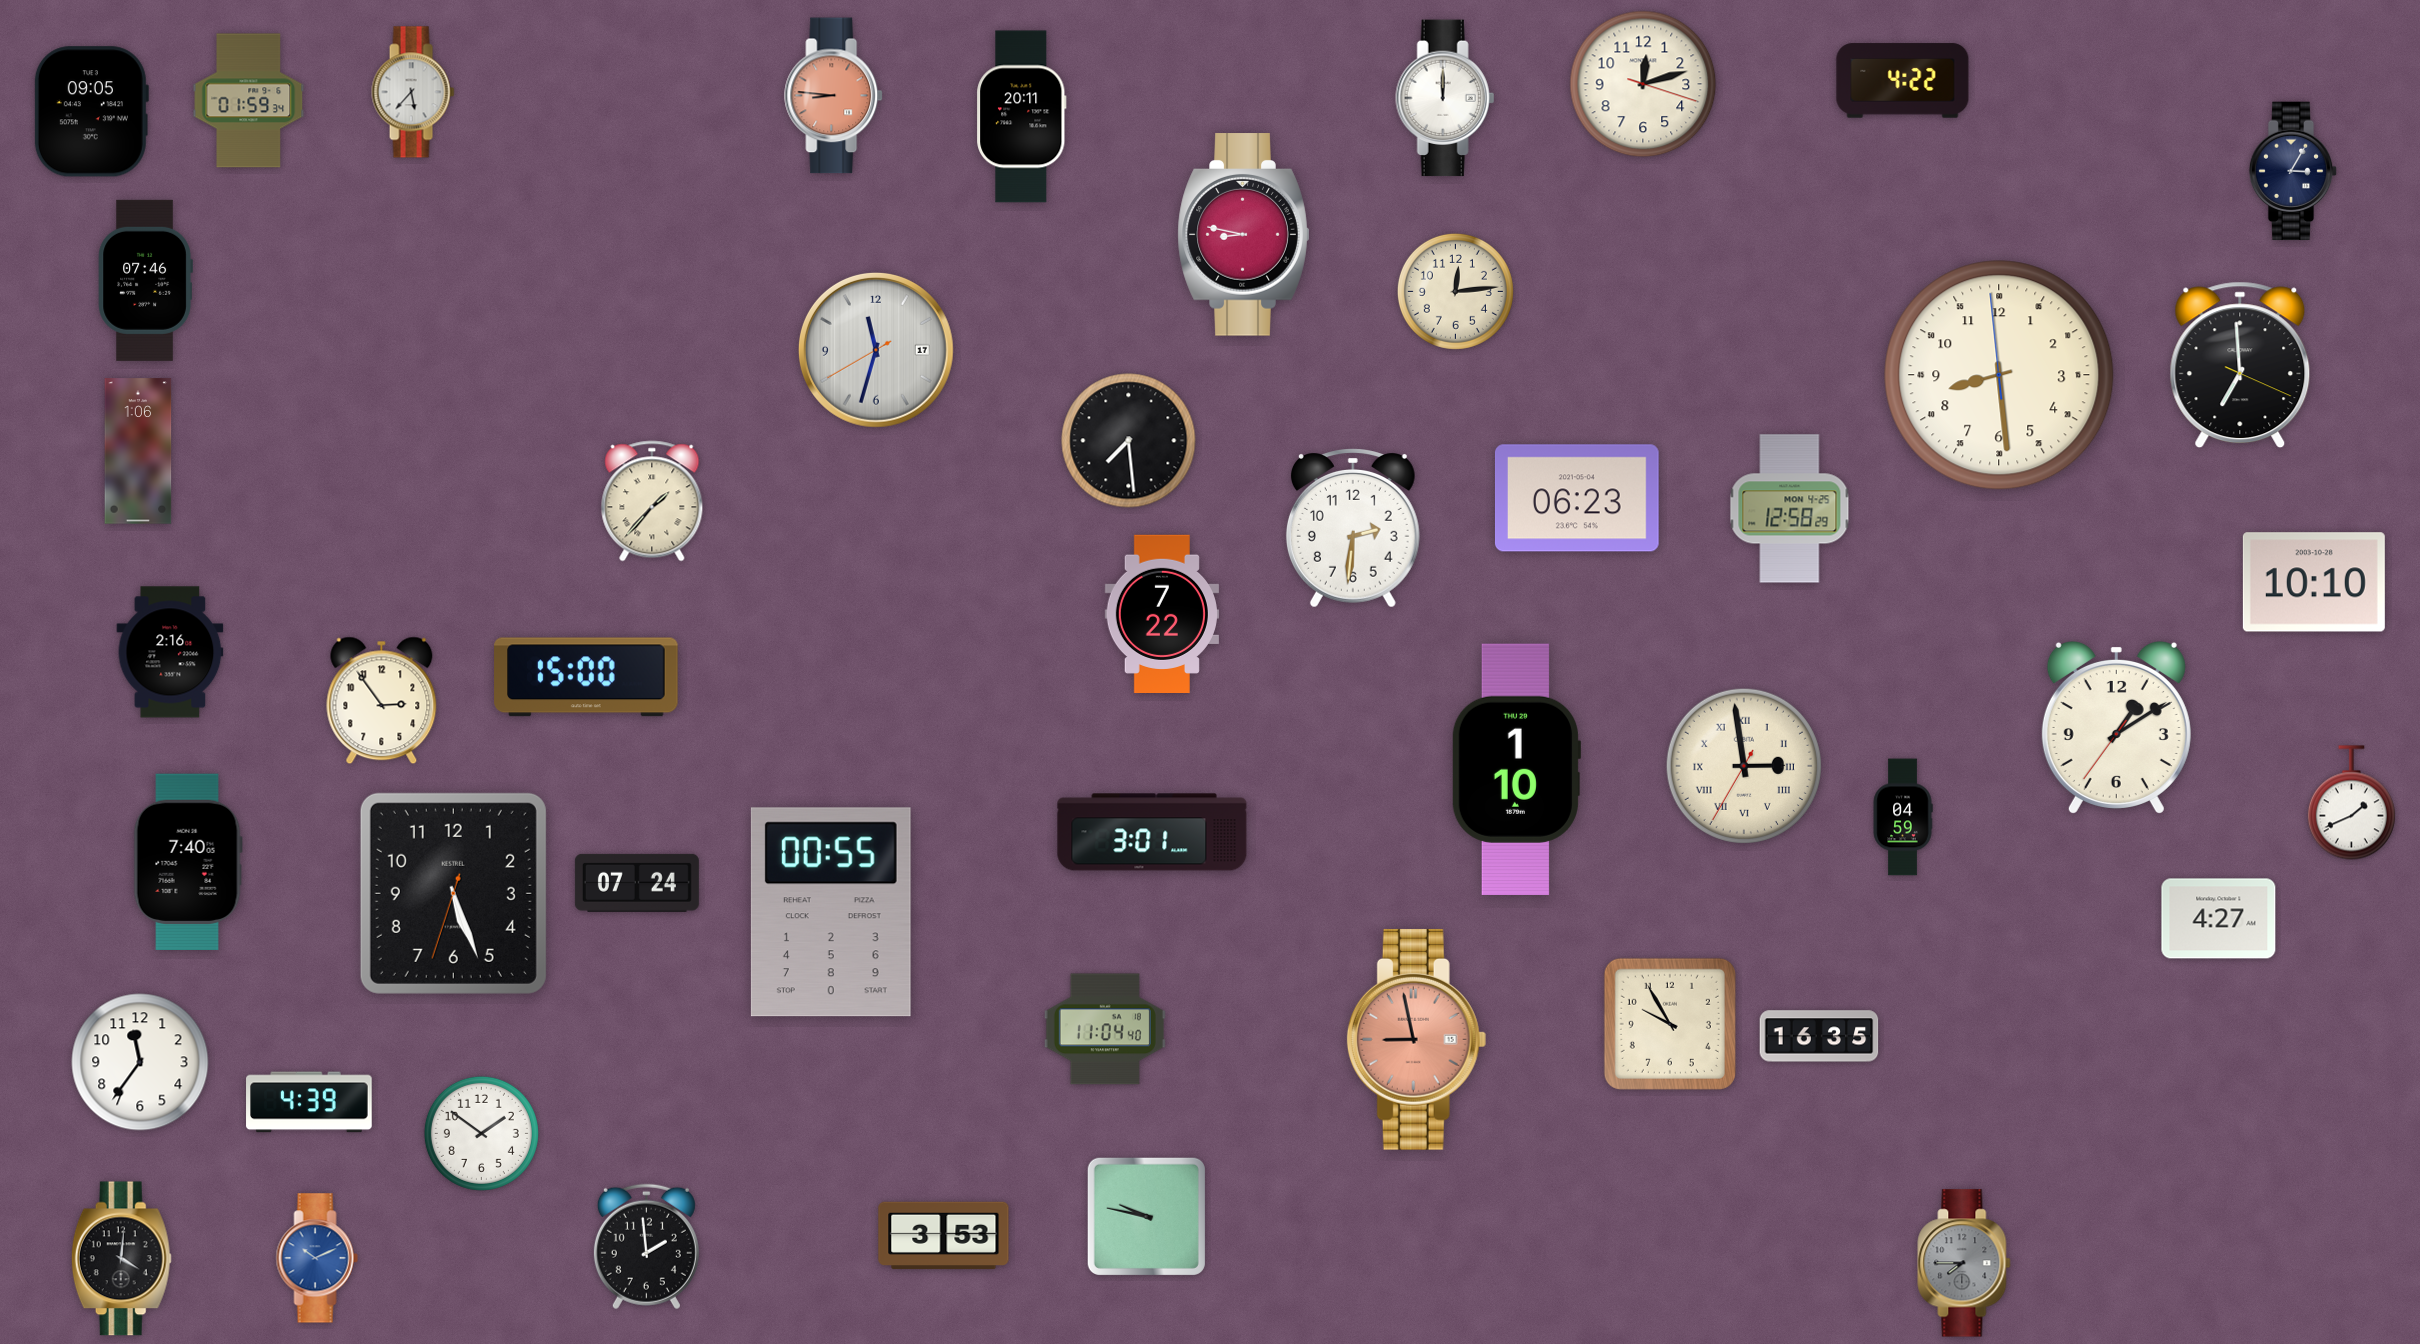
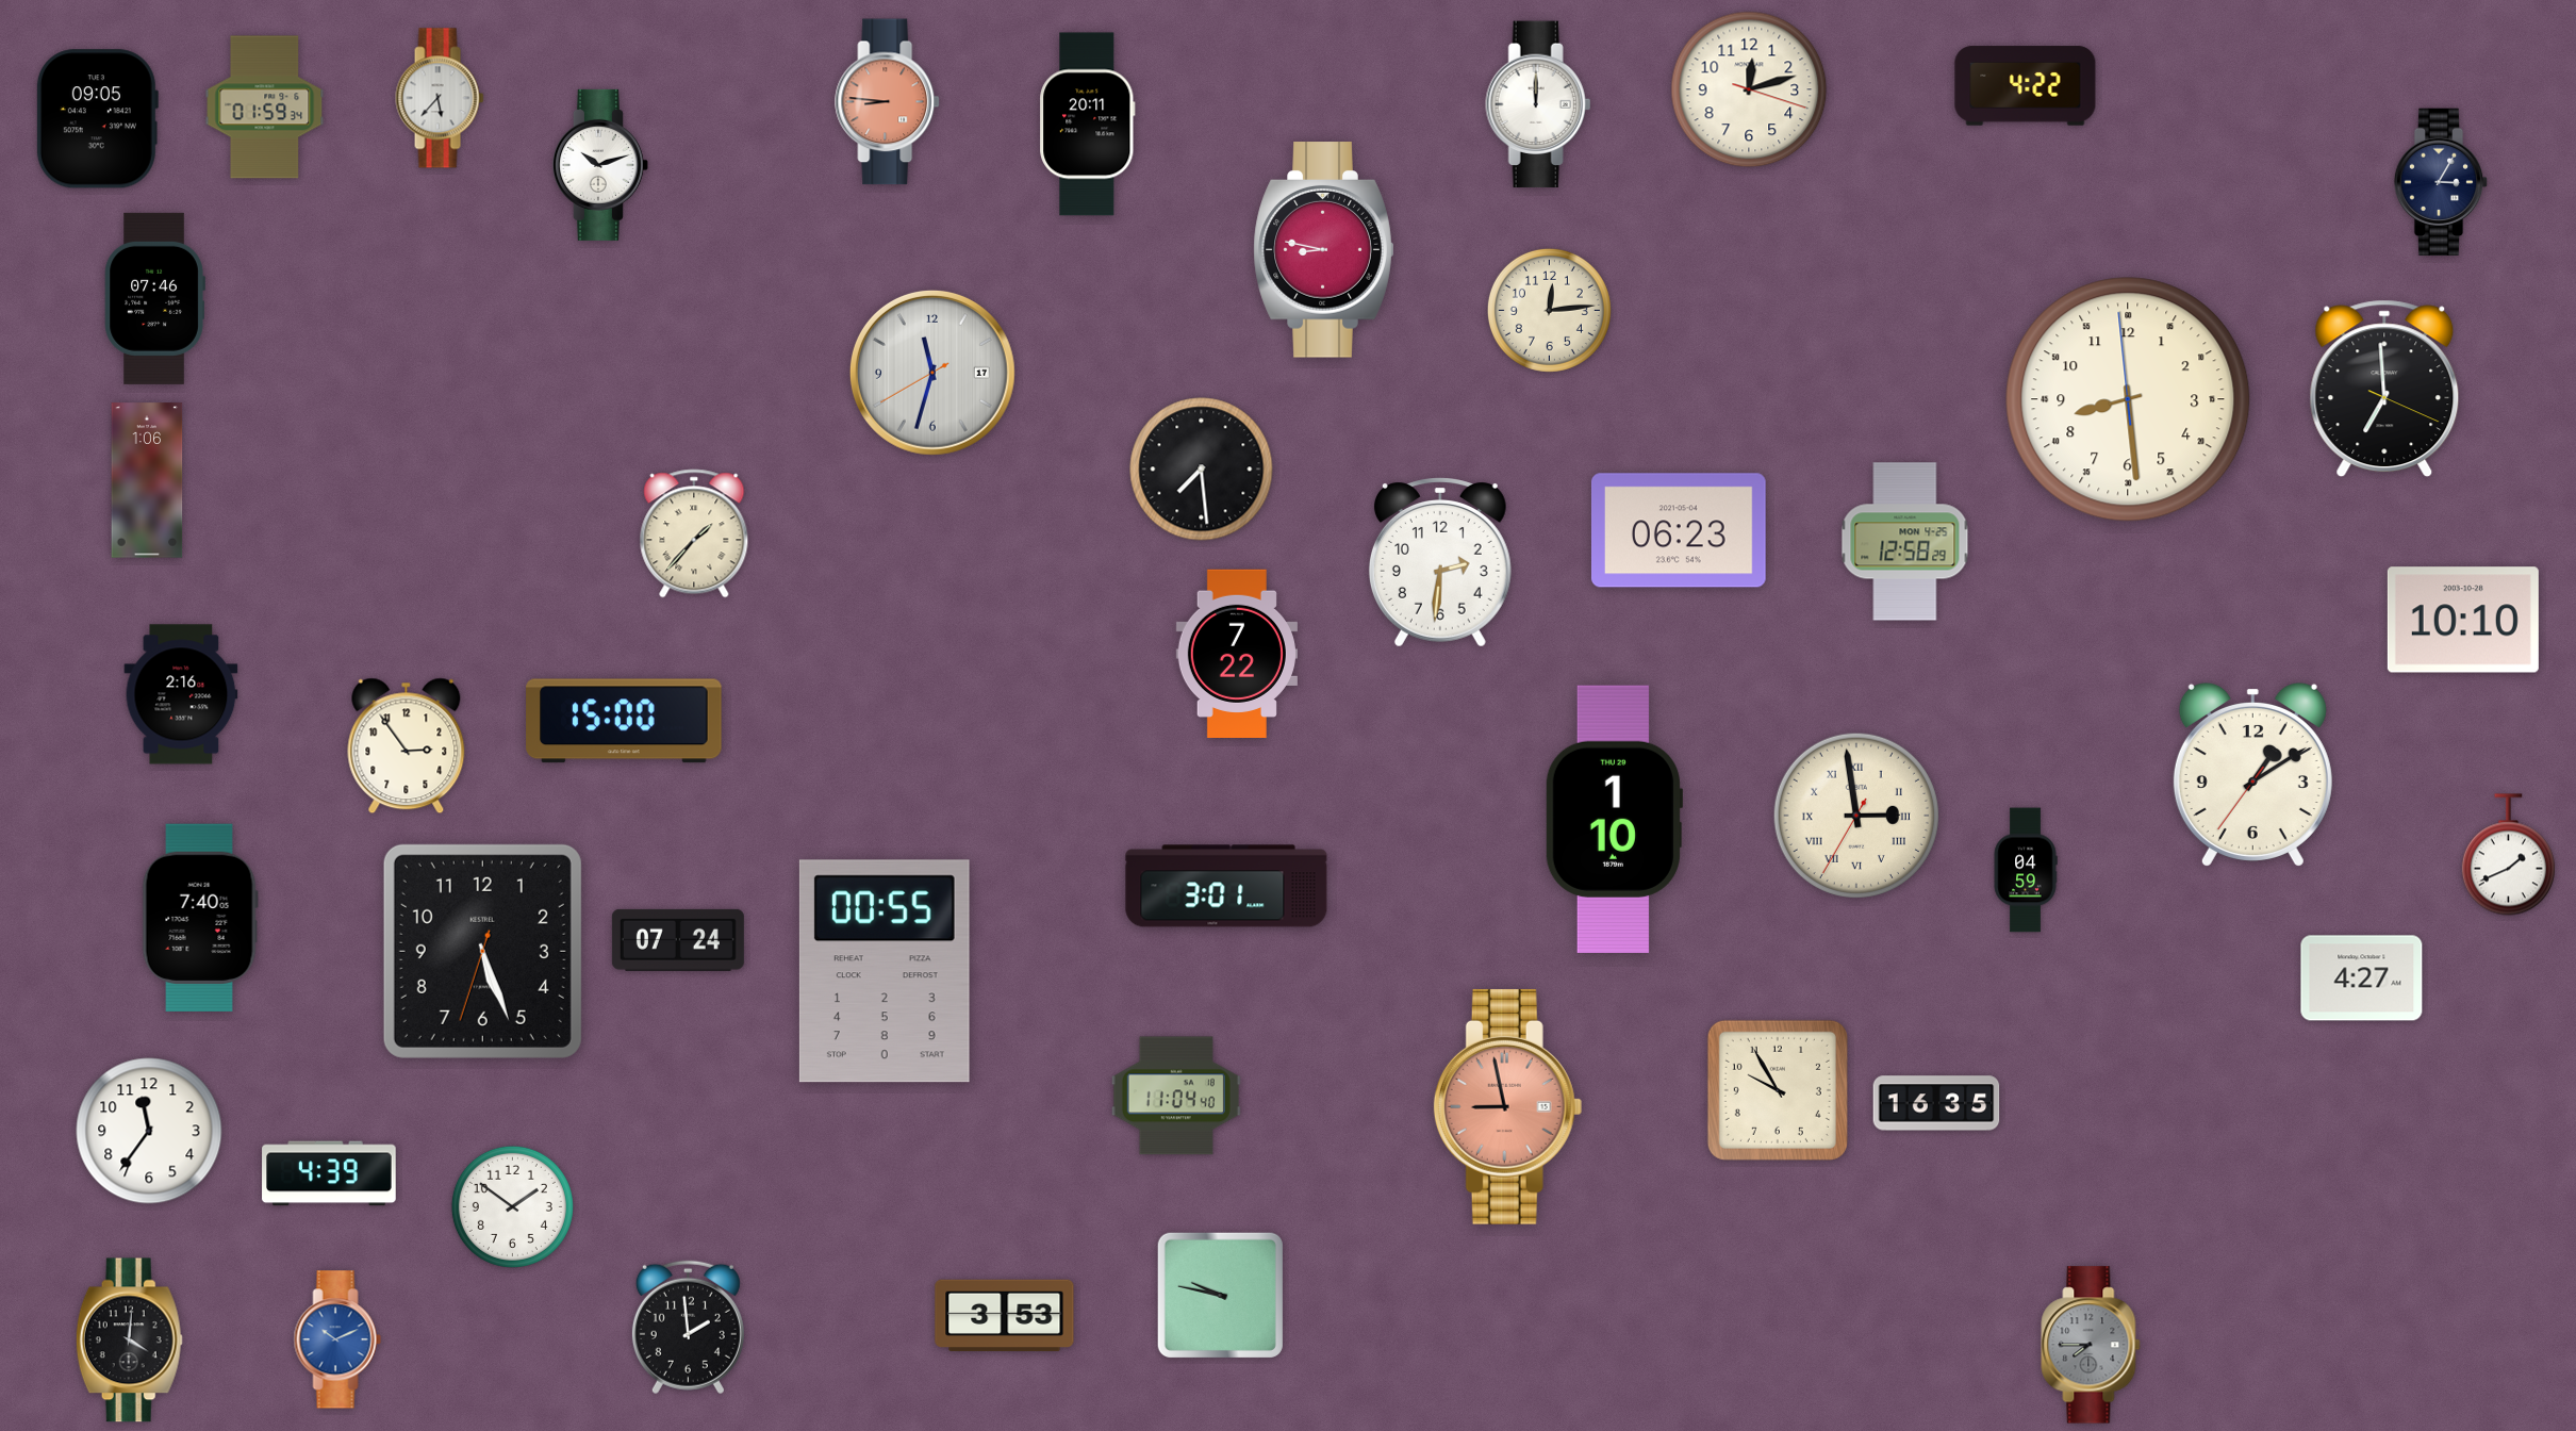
clock at (600, 165): none -> 10:12
clock at (2351, 803) position: (2351, 803) -> (2508, 855)
